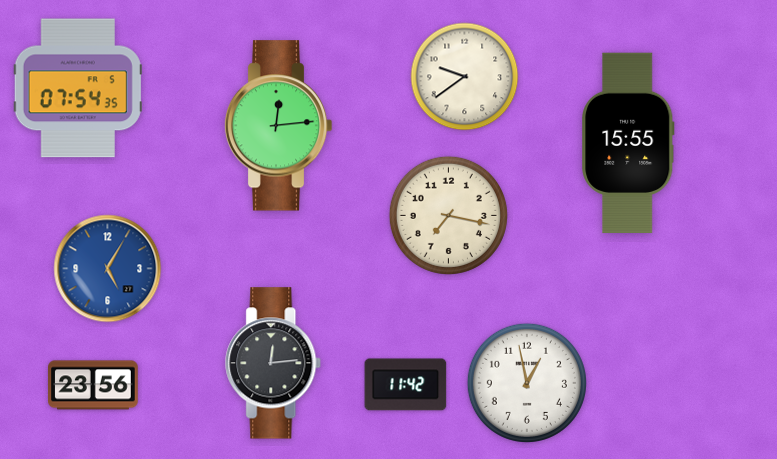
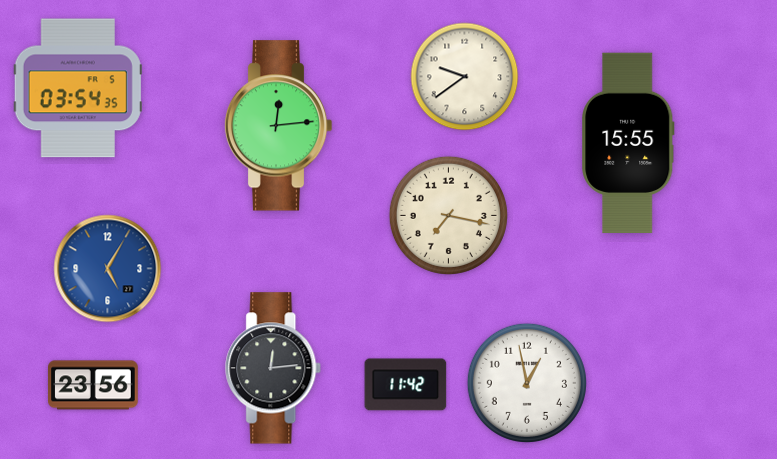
clock at (78, 88): 07:54 -> 03:54
clock at (274, 363) position: (274, 363) -> (274, 368)
